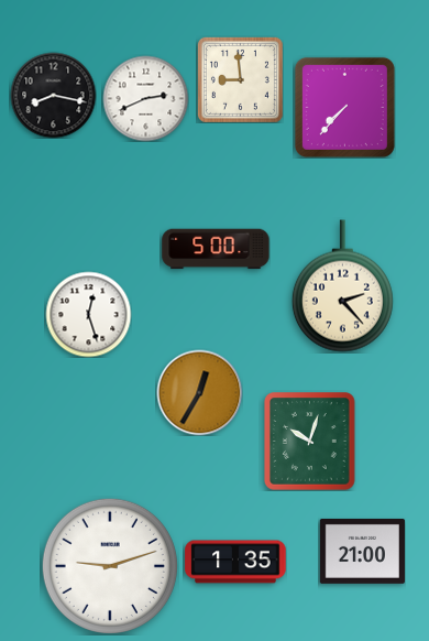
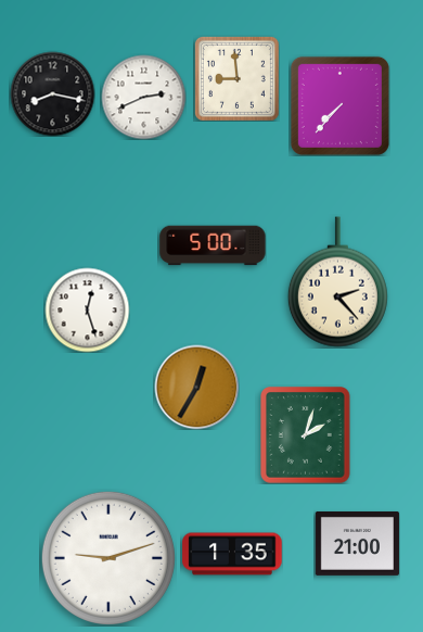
clock at (310, 442): 10:03 -> 2:03
